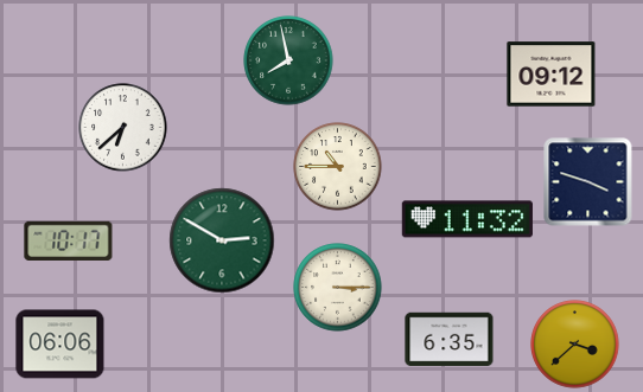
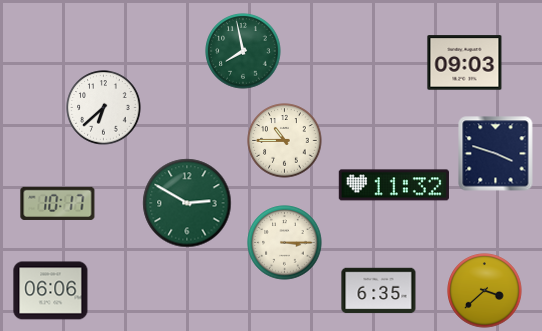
clock at (552, 75): 09:12 -> 09:03
clock at (450, 340) position: (450, 340) -> (379, 291)
